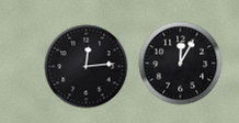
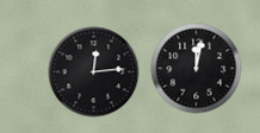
clock at (181, 64): 12:05 -> 12:02
